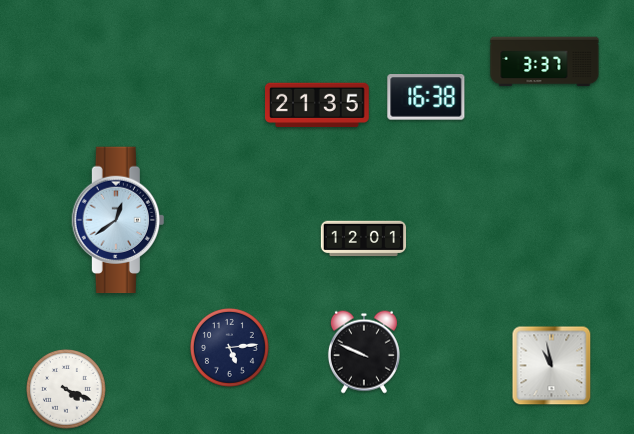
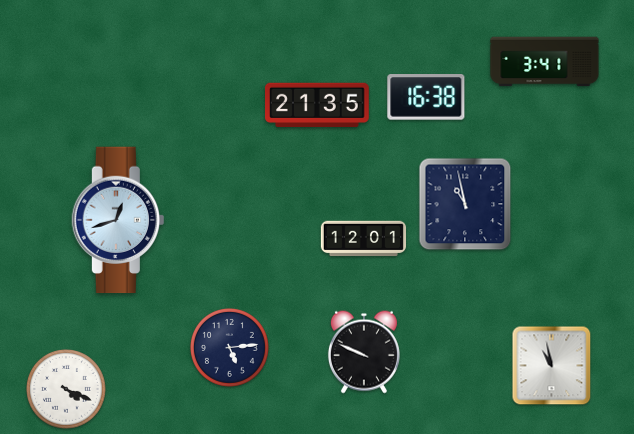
clock at (545, 62): 3:37 -> 3:41
clock at (465, 204): none -> 10:58
clock at (118, 220): 12:39 -> 12:42
